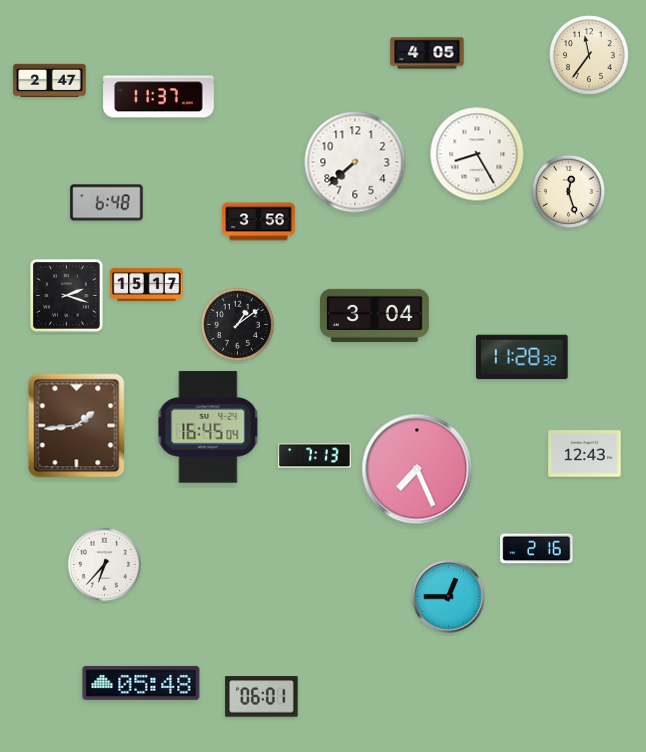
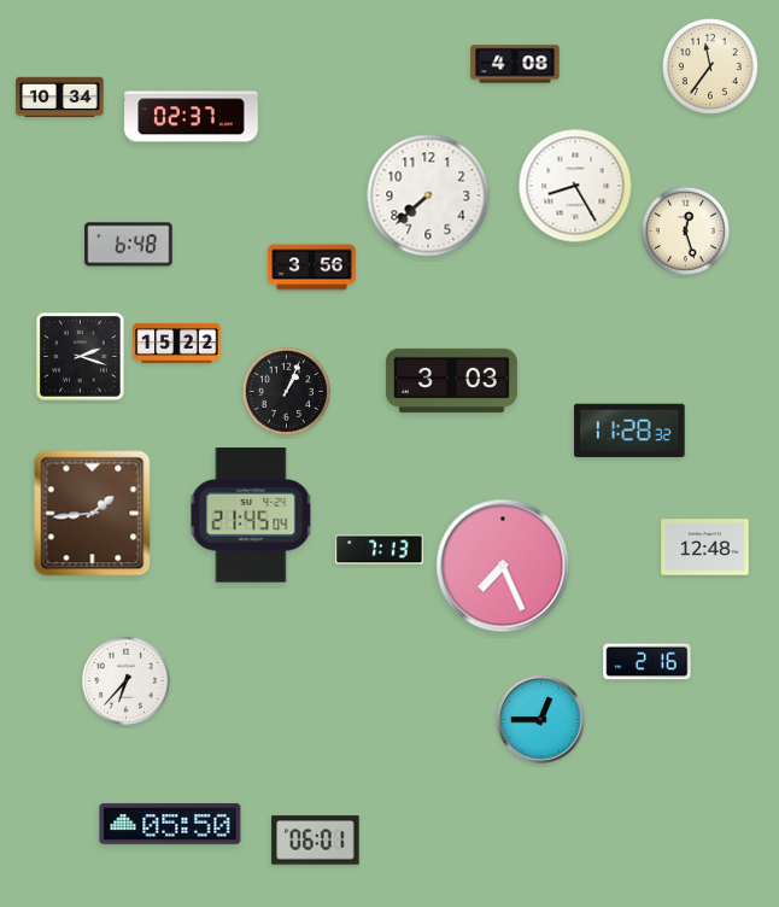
clock at (427, 53): 4:05 -> 4:08
clock at (50, 81): 2:47 -> 10:34
clock at (159, 97): 11:37 -> 02:37
clock at (147, 284): 15:17 -> 15:22
clock at (374, 315): 3:04 -> 3:03
clock at (237, 324): 1:09 -> 1:04
clock at (208, 427): 16:45 -> 21:45
clock at (585, 454): 12:43 -> 12:48
clock at (141, 683): 05:48 -> 05:50
